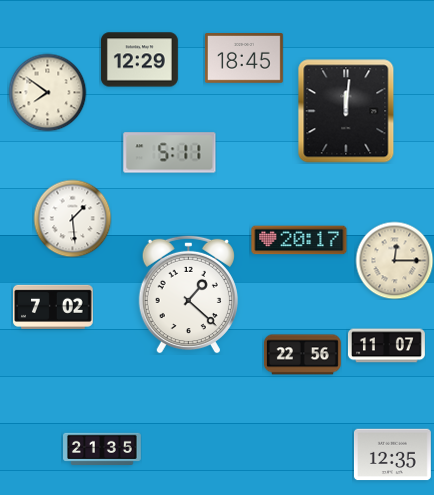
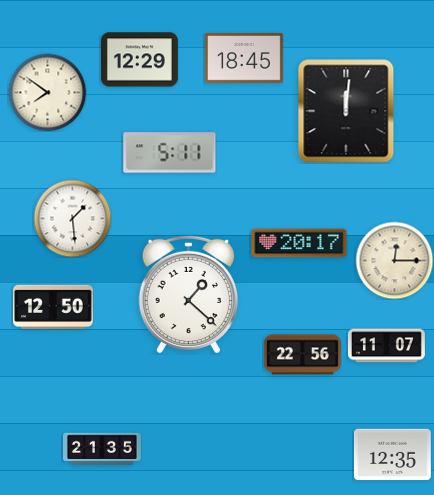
clock at (299, 240) position: (299, 240) -> (299, 243)
clock at (54, 307): 7:02 -> 12:50
